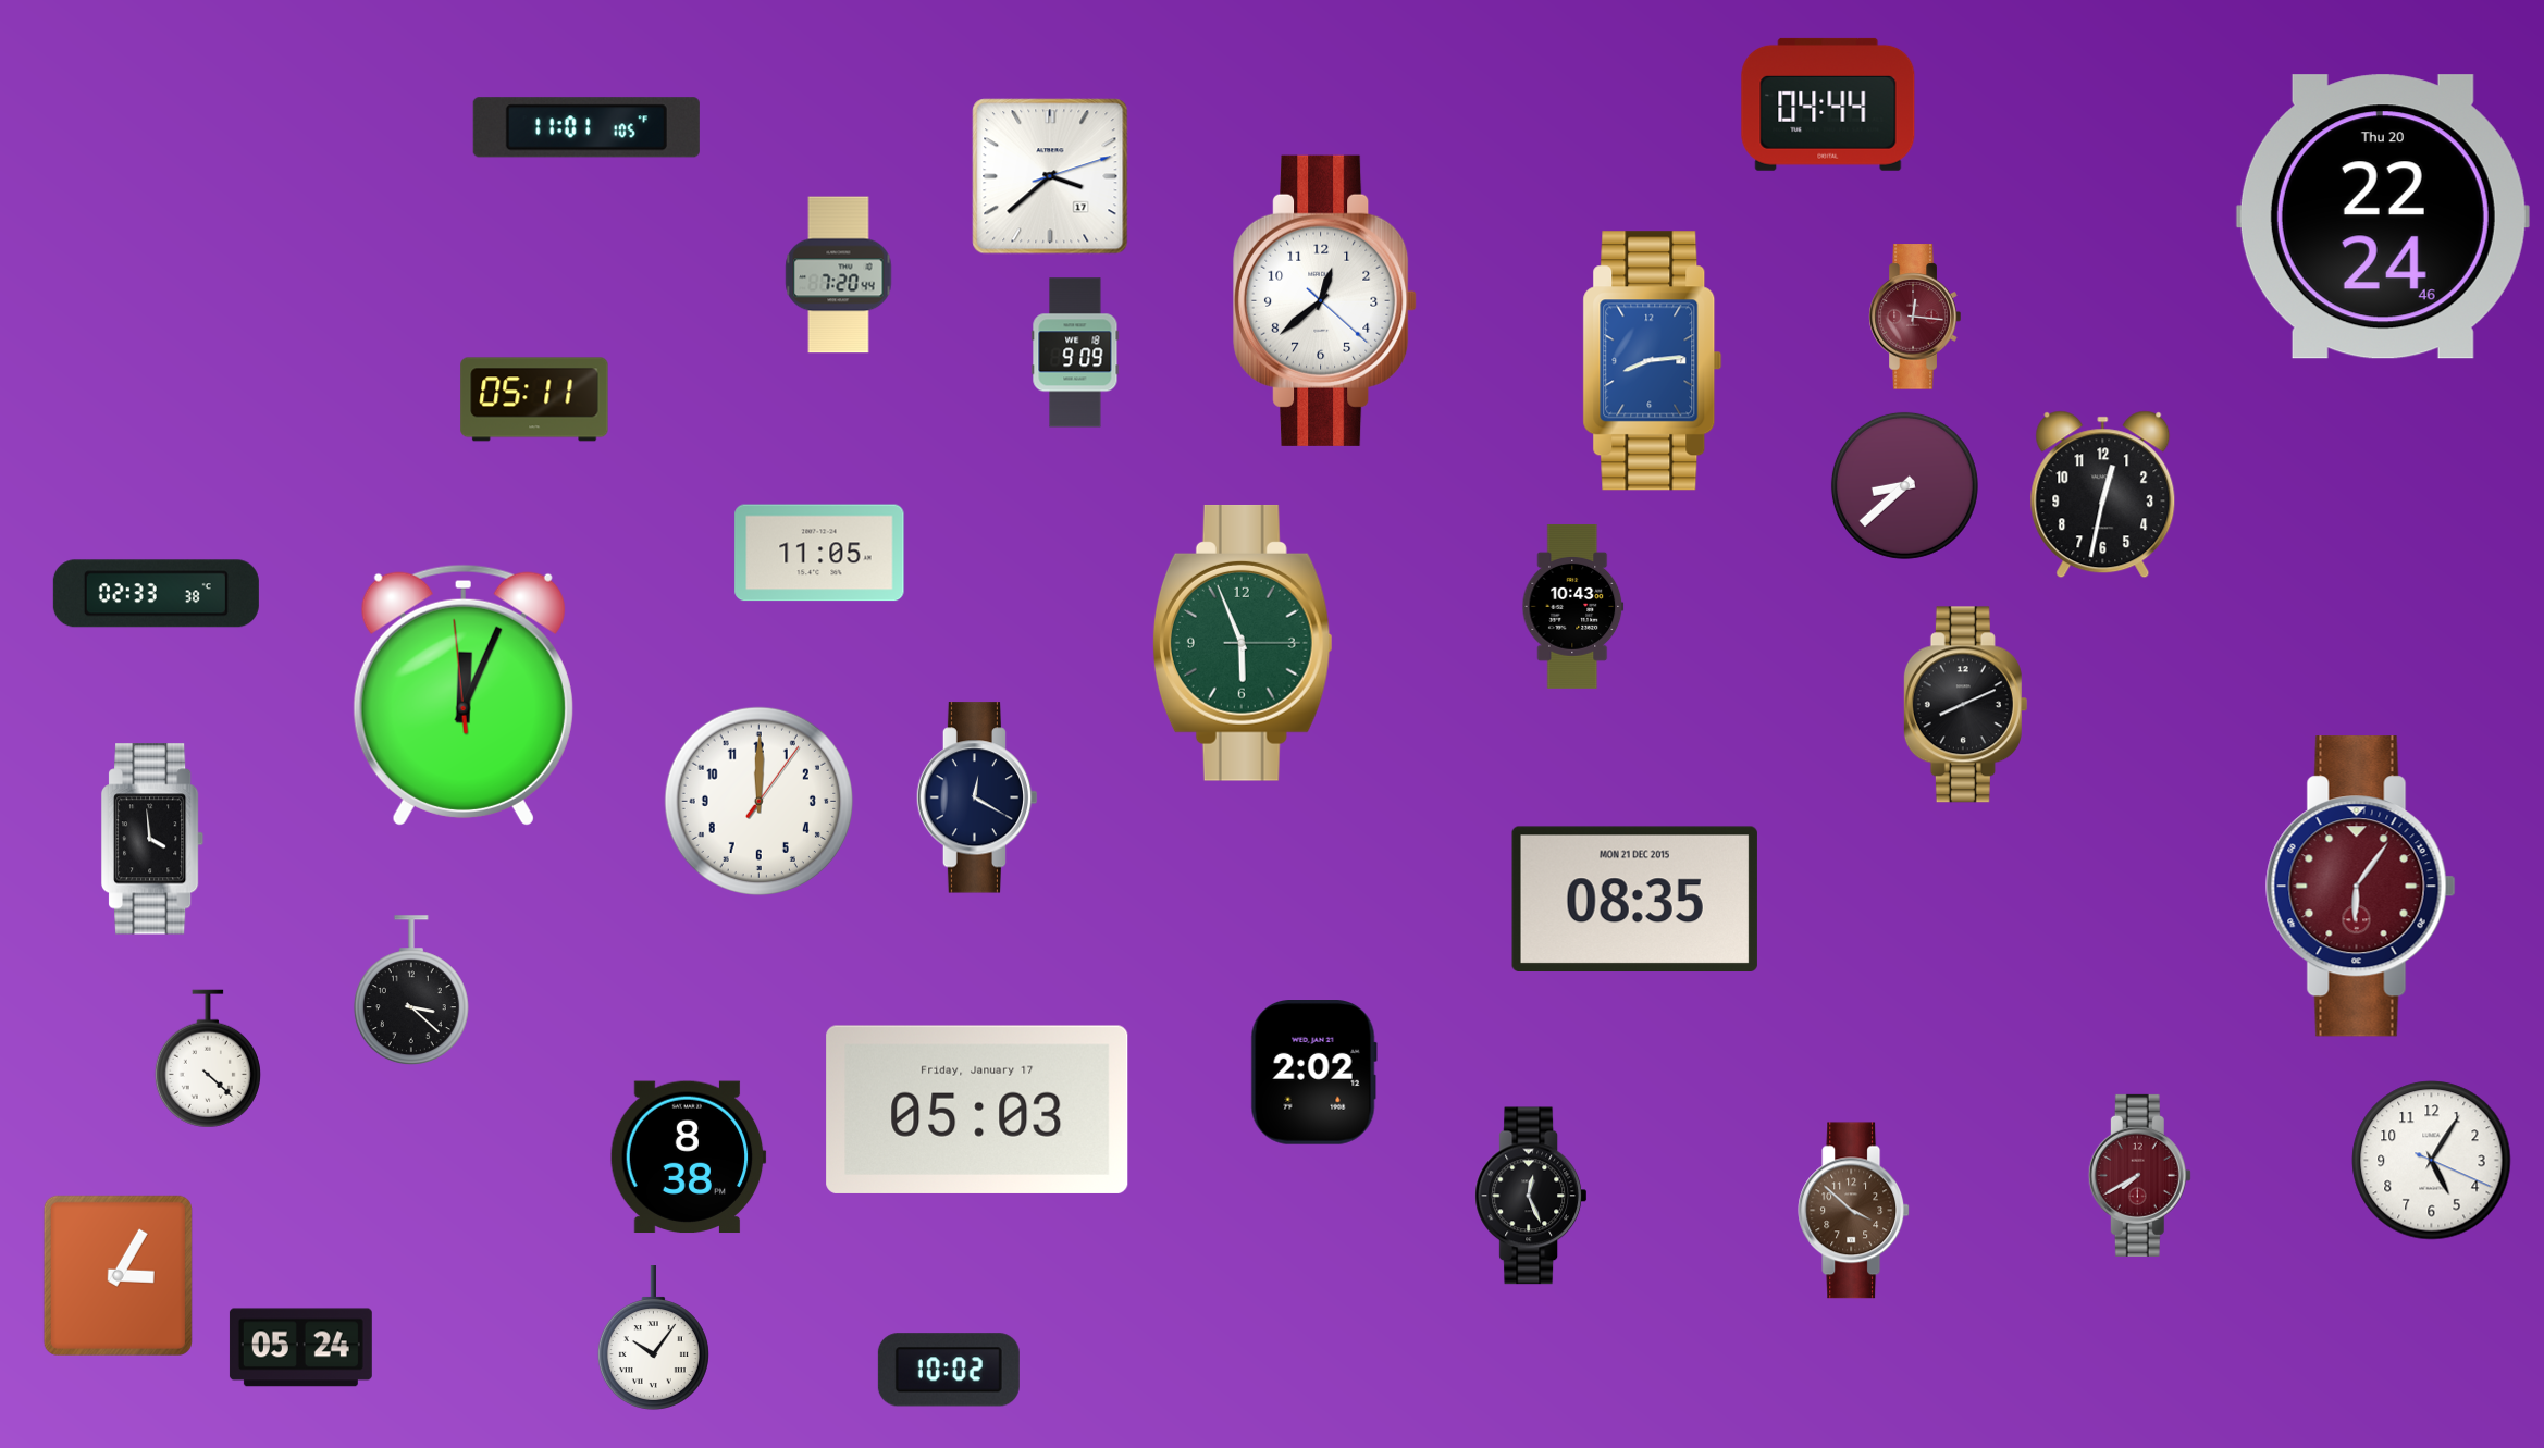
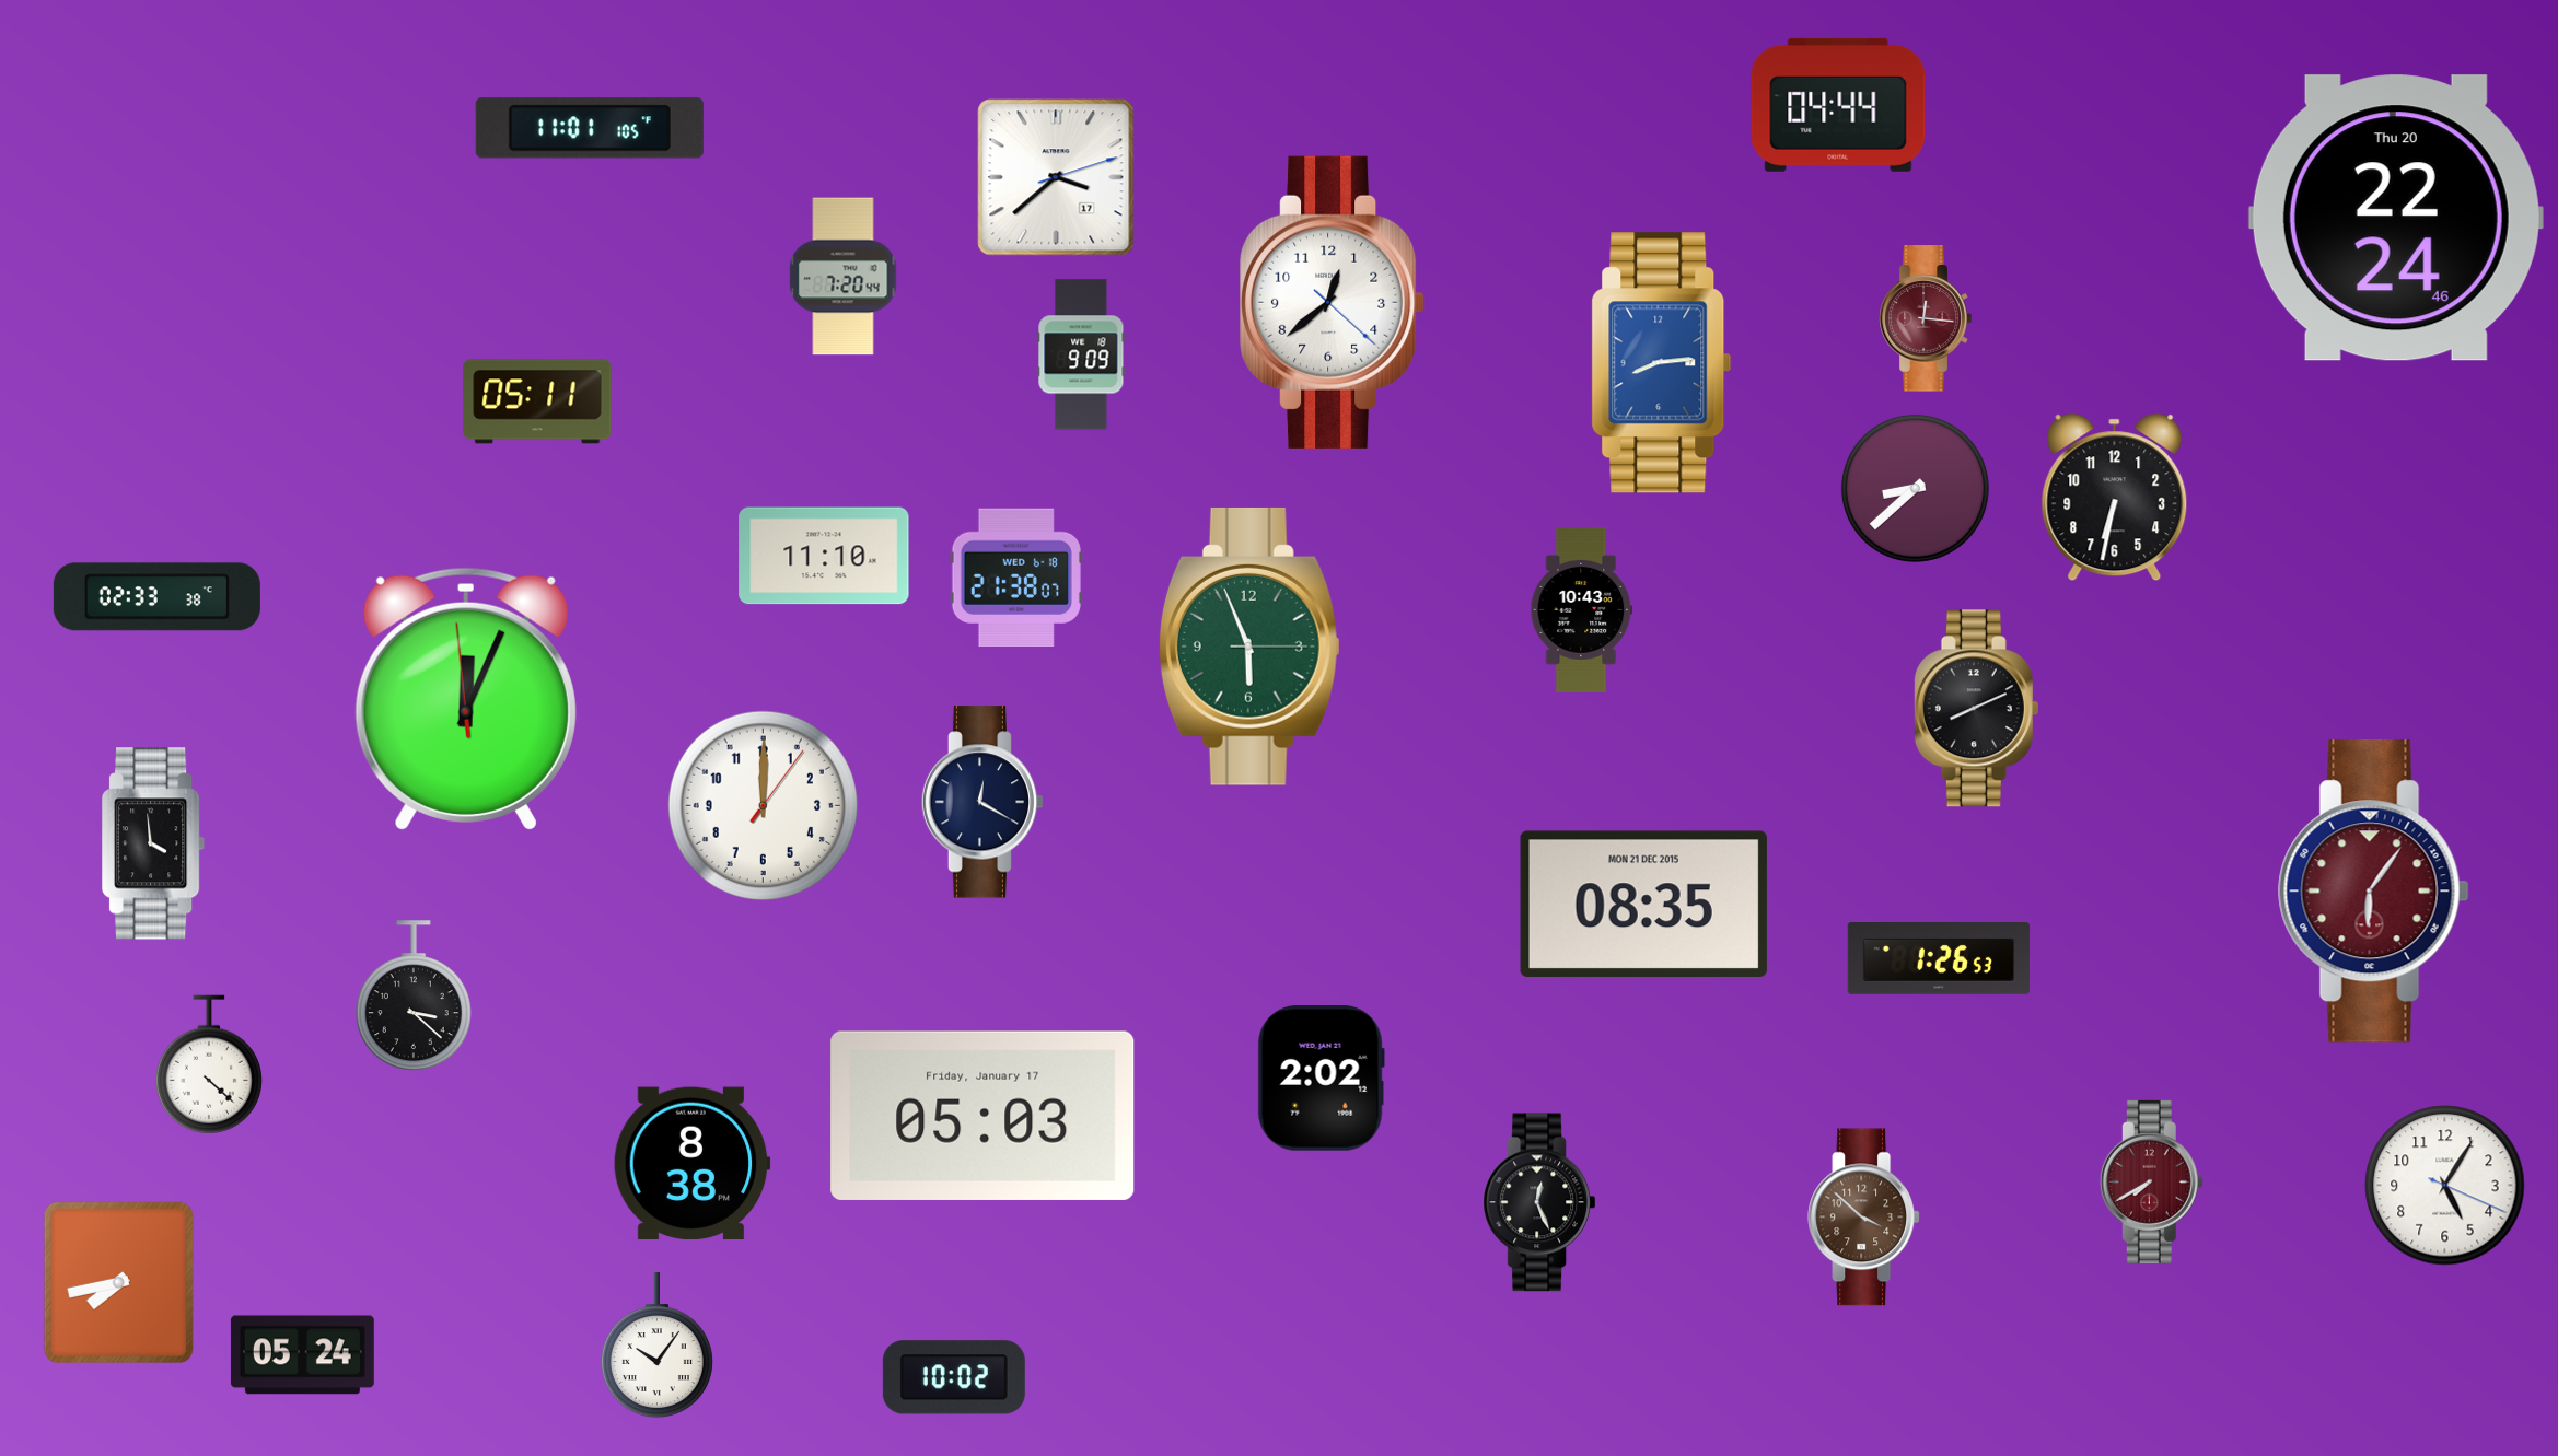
clock at (2103, 495): 12:32 -> 6:32
clock at (819, 553): 11:05 -> 11:10
clock at (1016, 576): none -> 21:38
clock at (1939, 959): none -> 1:26
clock at (2432, 1161) position: (2432, 1161) -> (2445, 1186)
clock at (118, 1275): 3:05 -> 7:43
